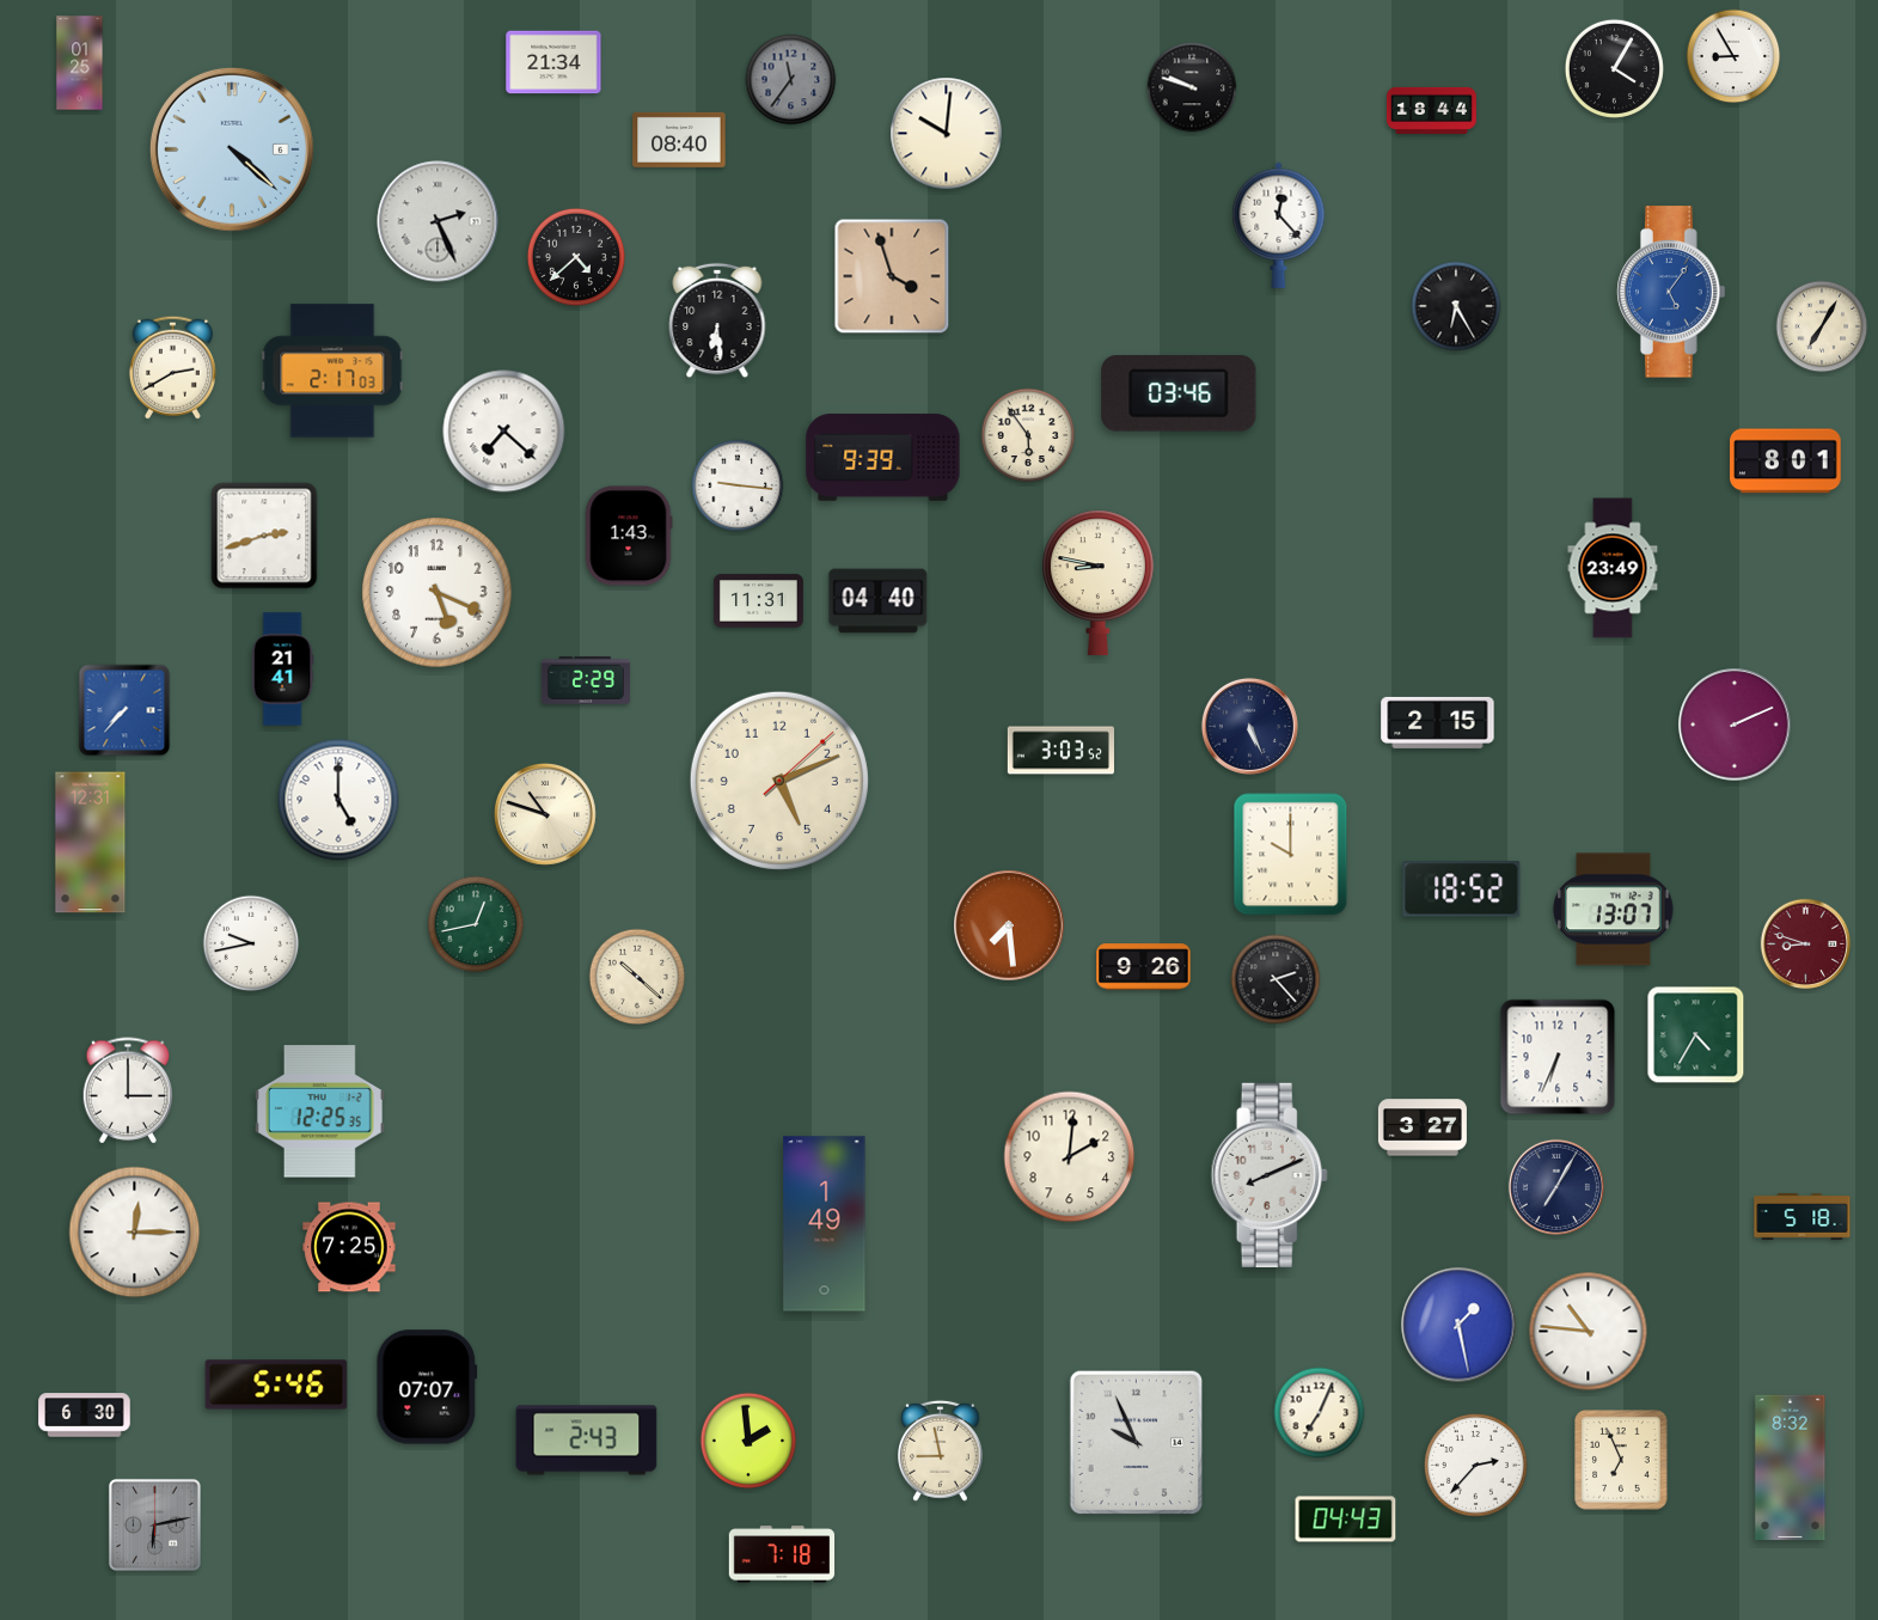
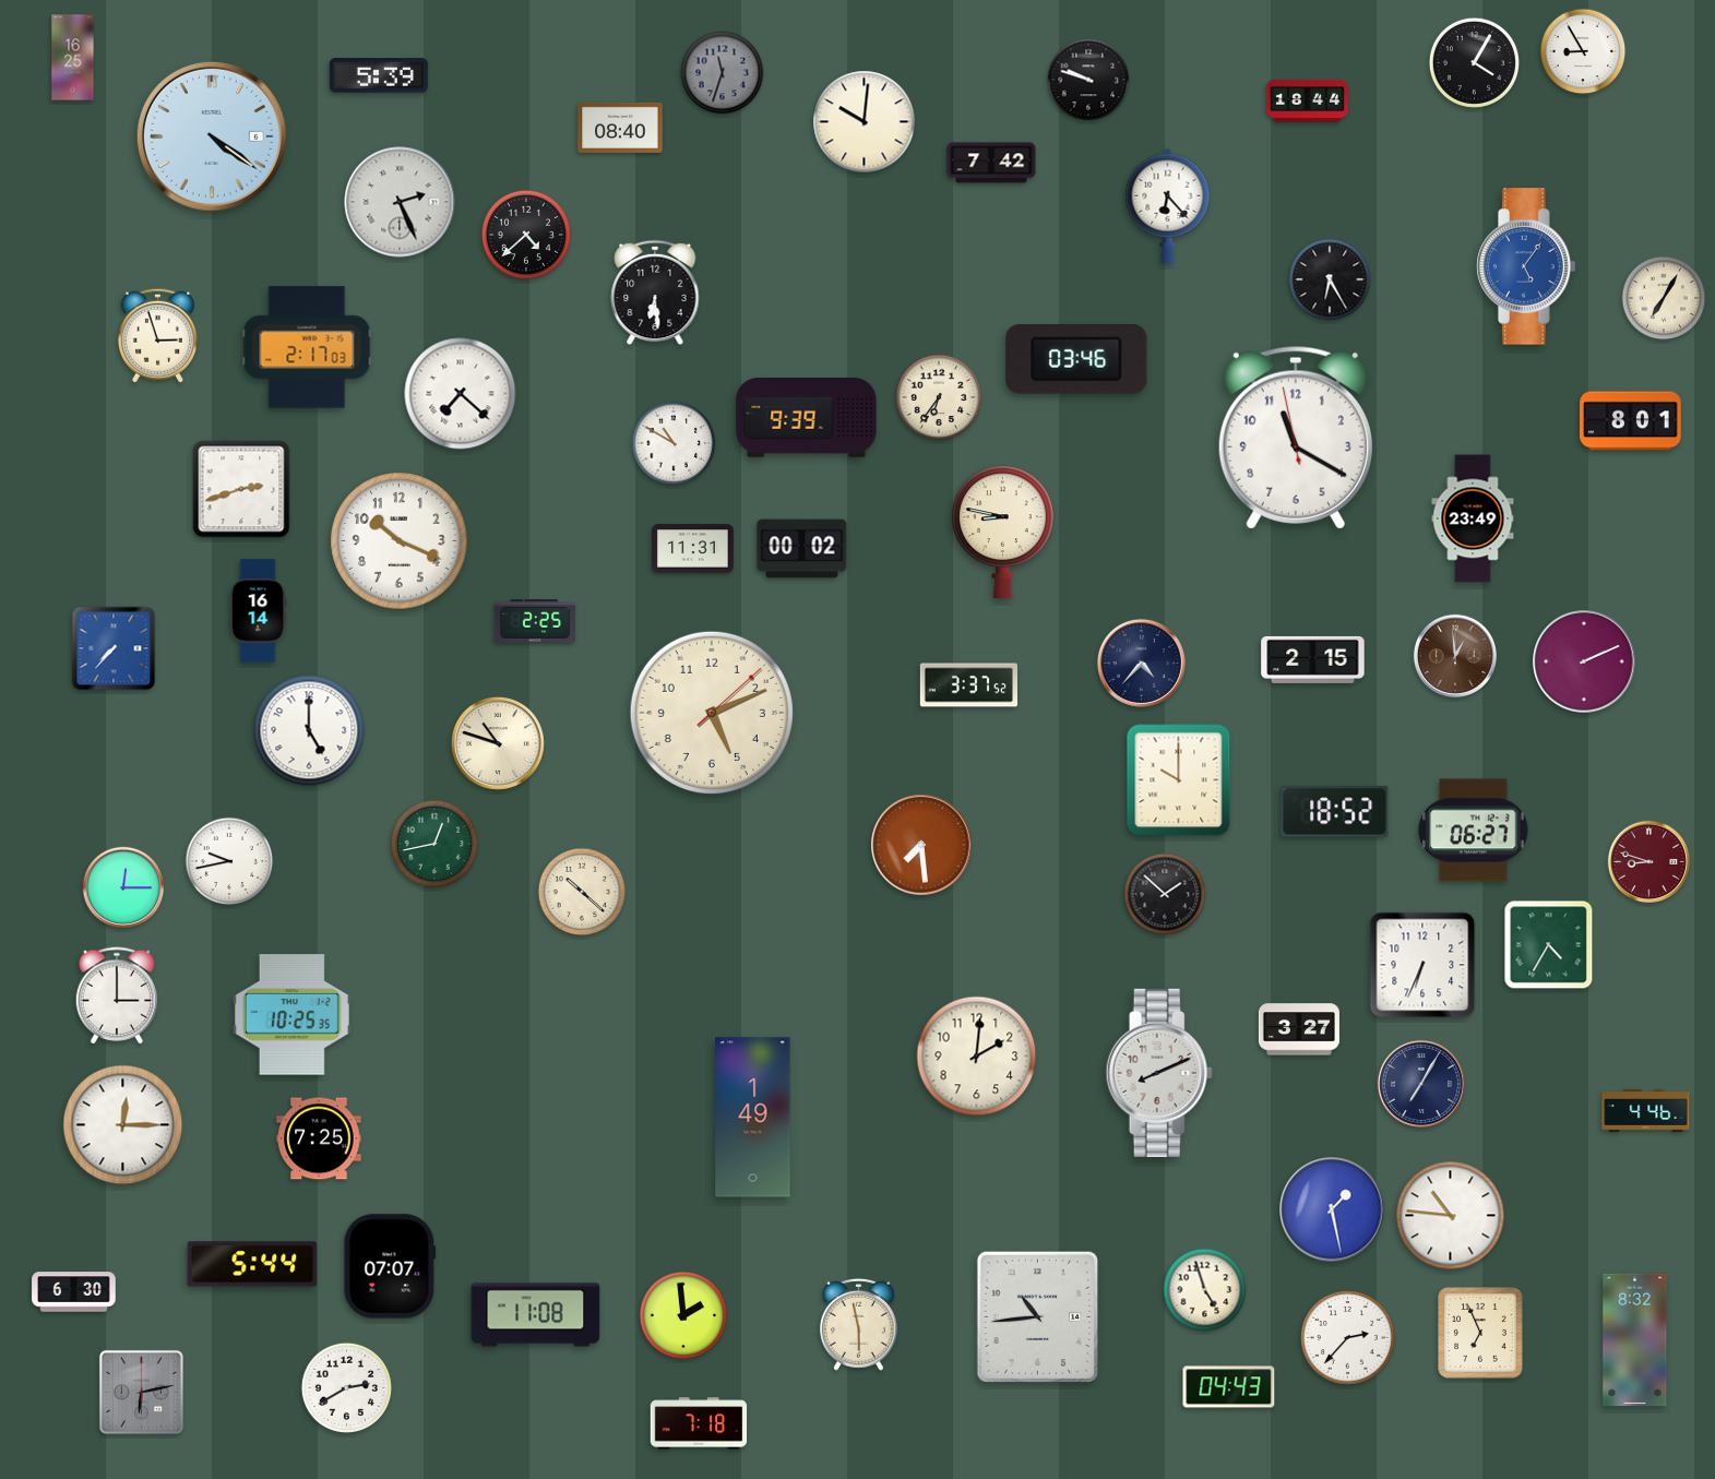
clock at (553, 62): 21:34 -> none
clock at (80, 63): 01:25 -> 16:25
clock at (791, 80): 11:36 -> 11:33
clock at (379, 75): none -> 5:39
clock at (232, 149): 4:22 -> 4:21
clock at (991, 163): none -> 7:42
clock at (1279, 225): 12:23 -> 6:23
clock at (892, 276): 3:57 -> none
clock at (172, 367): 2:40 -> 2:57
clock at (332, 371) position: (332, 371) -> (307, 347)
clock at (1028, 435): 5:54 -> 6:36
clock at (1296, 438): none -> 11:19
clock at (738, 485): 9:16 -> 10:50
clock at (629, 536): 1:43 -> none
clock at (438, 593): 5:19 -> 10:19
clock at (879, 601): 04:40 -> 00:02
clock at (282, 670): 21:41 -> 16:14
clock at (586, 680): 2:29 -> 2:25
clock at (1454, 655): none -> 12:59
clock at (1249, 726): 5:26 -> 4:37
clock at (1060, 751): 3:03 -> 3:37
clock at (91, 843): 12:31 -> none
clock at (1614, 910): 13:07 -> 06:27
clock at (1144, 967): 9:26 -> none
clock at (123, 887): none -> 12:15
clock at (1276, 979): 2:23 -> 1:52
clock at (319, 1112): 12:25 -> 10:25
clock at (1803, 1217): 5:18 -> 4:46
clock at (276, 1384): 5:46 -> 5:44
clock at (1320, 1413): 7:04 -> 4:57
clock at (85, 1416) position: (85, 1416) -> (74, 1292)
clock at (587, 1441): 2:43 -> 11:08
clock at (1136, 1442): 9:56 -> 10:44
clock at (941, 1450): 8:58 -> 5:58
clock at (346, 1387): none -> 2:40
clock at (782, 1554) position: (782, 1554) -> (699, 1423)
